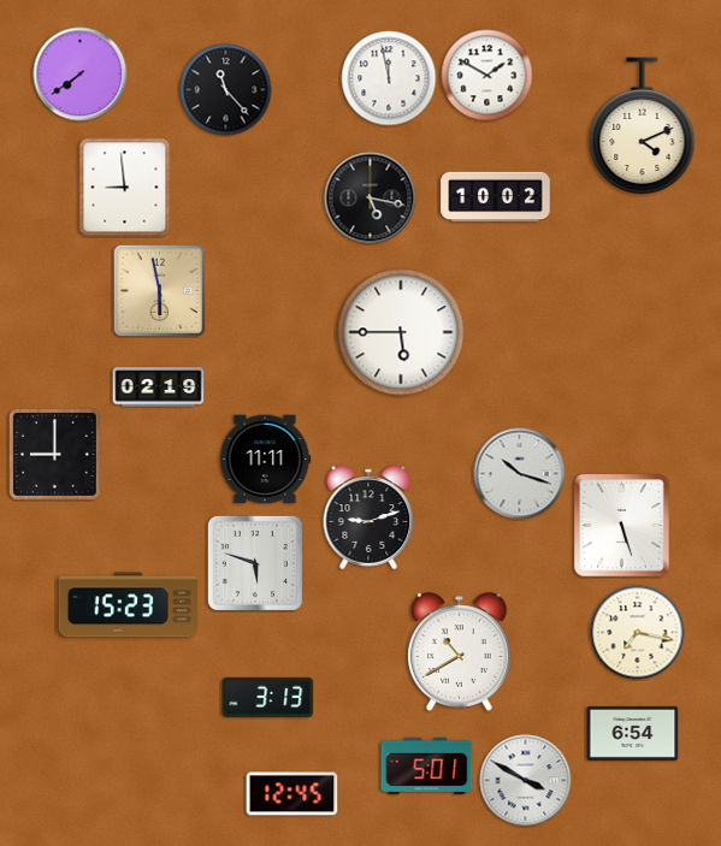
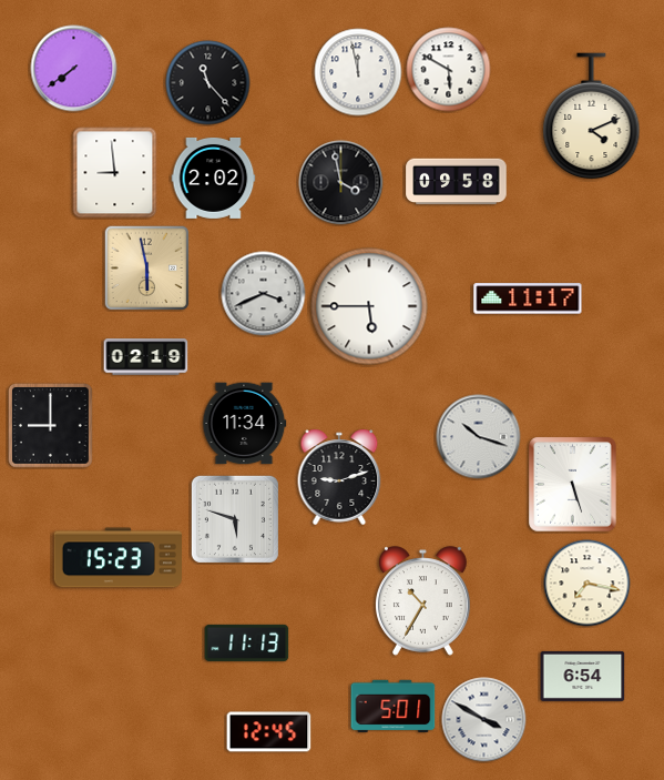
clock at (487, 76): 1:50 -> 5:50
clock at (214, 178): none -> 2:02
clock at (496, 197): 10:02 -> 09:58
clock at (371, 199): 5:17 -> 3:58
clock at (264, 294): none -> 3:41
clock at (528, 298): none -> 11:17
clock at (55, 455) position: (55, 455) -> (51, 426)
clock at (265, 460): 11:11 -> 11:34
clock at (460, 652): 10:40 -> 10:35
clock at (268, 697): 3:13 -> 11:13
